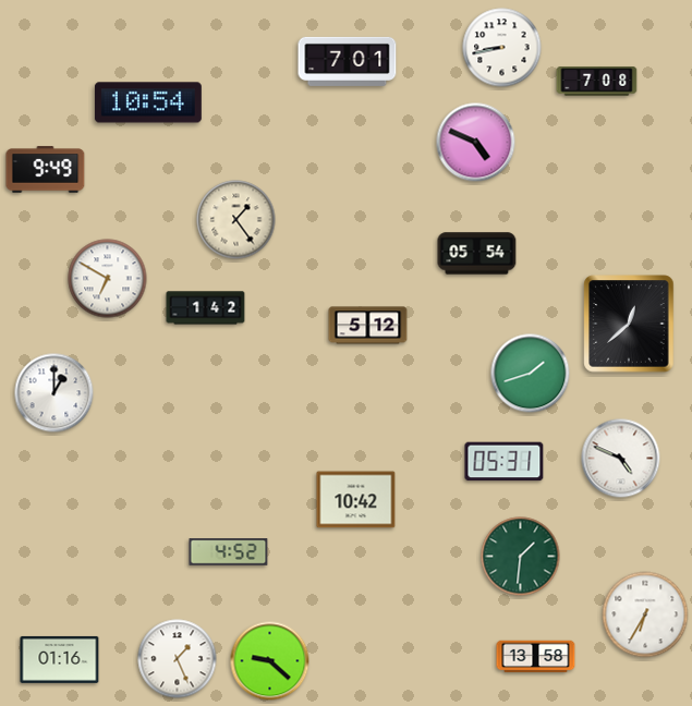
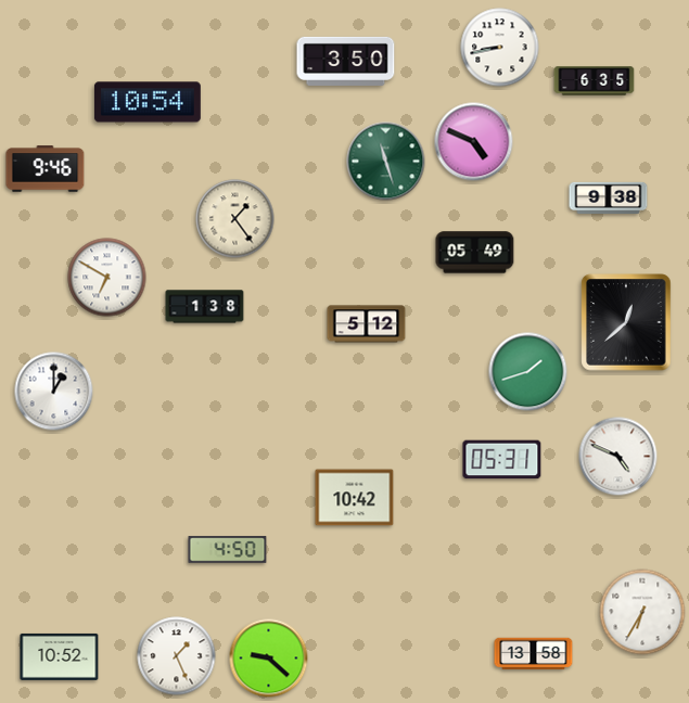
clock at (348, 61): 7:01 -> 3:50
clock at (597, 82): 7:08 -> 6:35
clock at (386, 162): none -> 11:27
clock at (46, 170): 9:49 -> 9:46
clock at (609, 197): none -> 9:38
clock at (477, 254): 05:54 -> 05:49
clock at (206, 308): 1:42 -> 1:38
clock at (229, 552): 4:52 -> 4:50
clock at (521, 557): 1:31 -> none
clock at (60, 659): 01:16 -> 10:52
